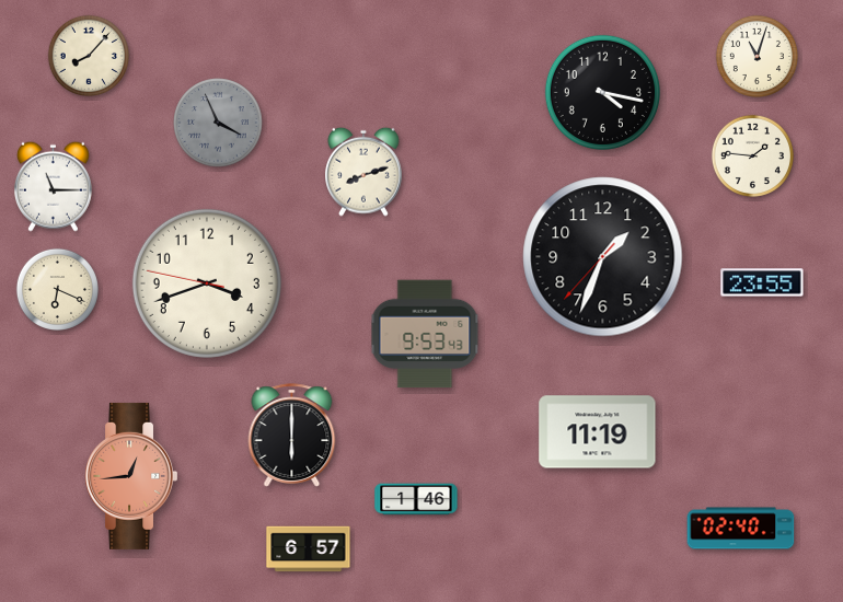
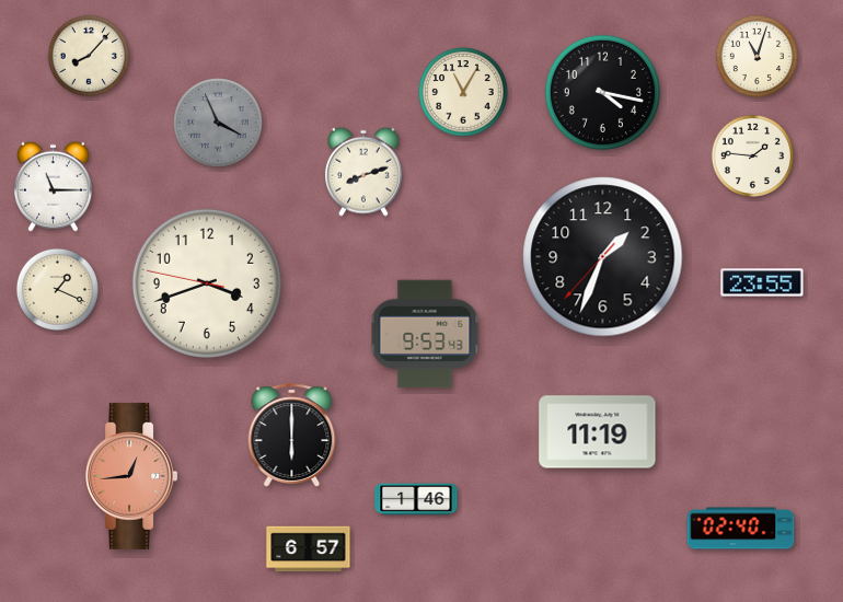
clock at (463, 92): none -> 11:05
clock at (57, 289): 6:19 -> 1:19
